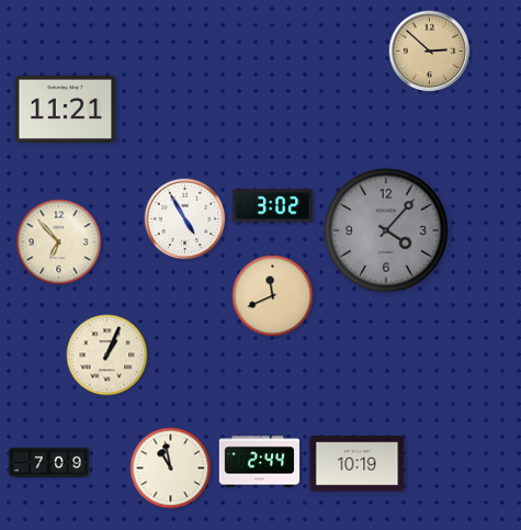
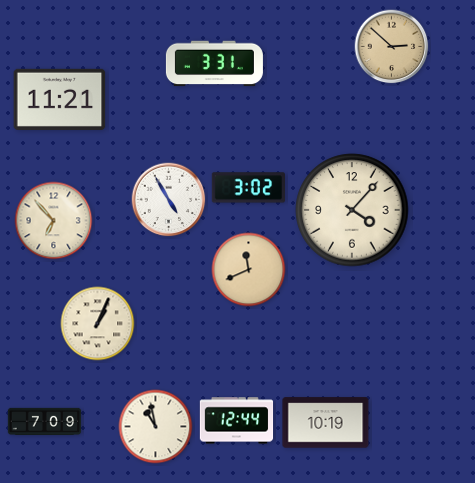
clock at (214, 64): none -> 3:31
clock at (386, 230) dial: grey -> cream
clock at (260, 462): 2:44 -> 12:44
